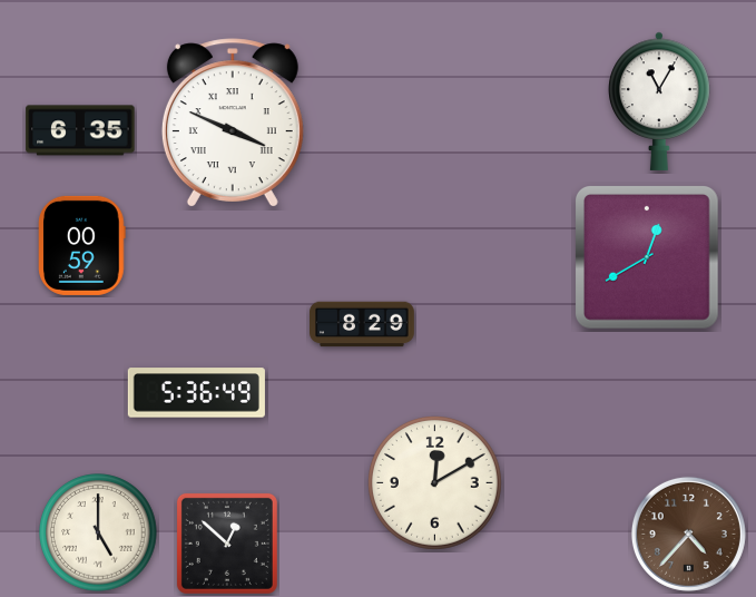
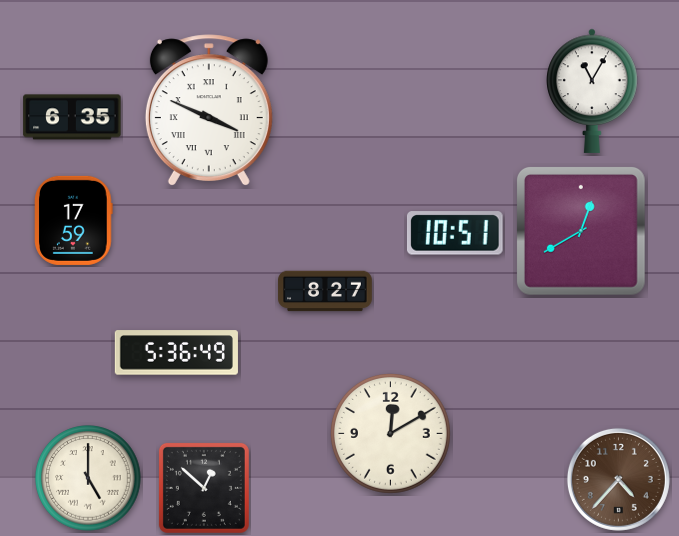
clock at (82, 245): 00:59 -> 17:59
clock at (455, 233): none -> 10:51
clock at (362, 324): 8:29 -> 8:27
